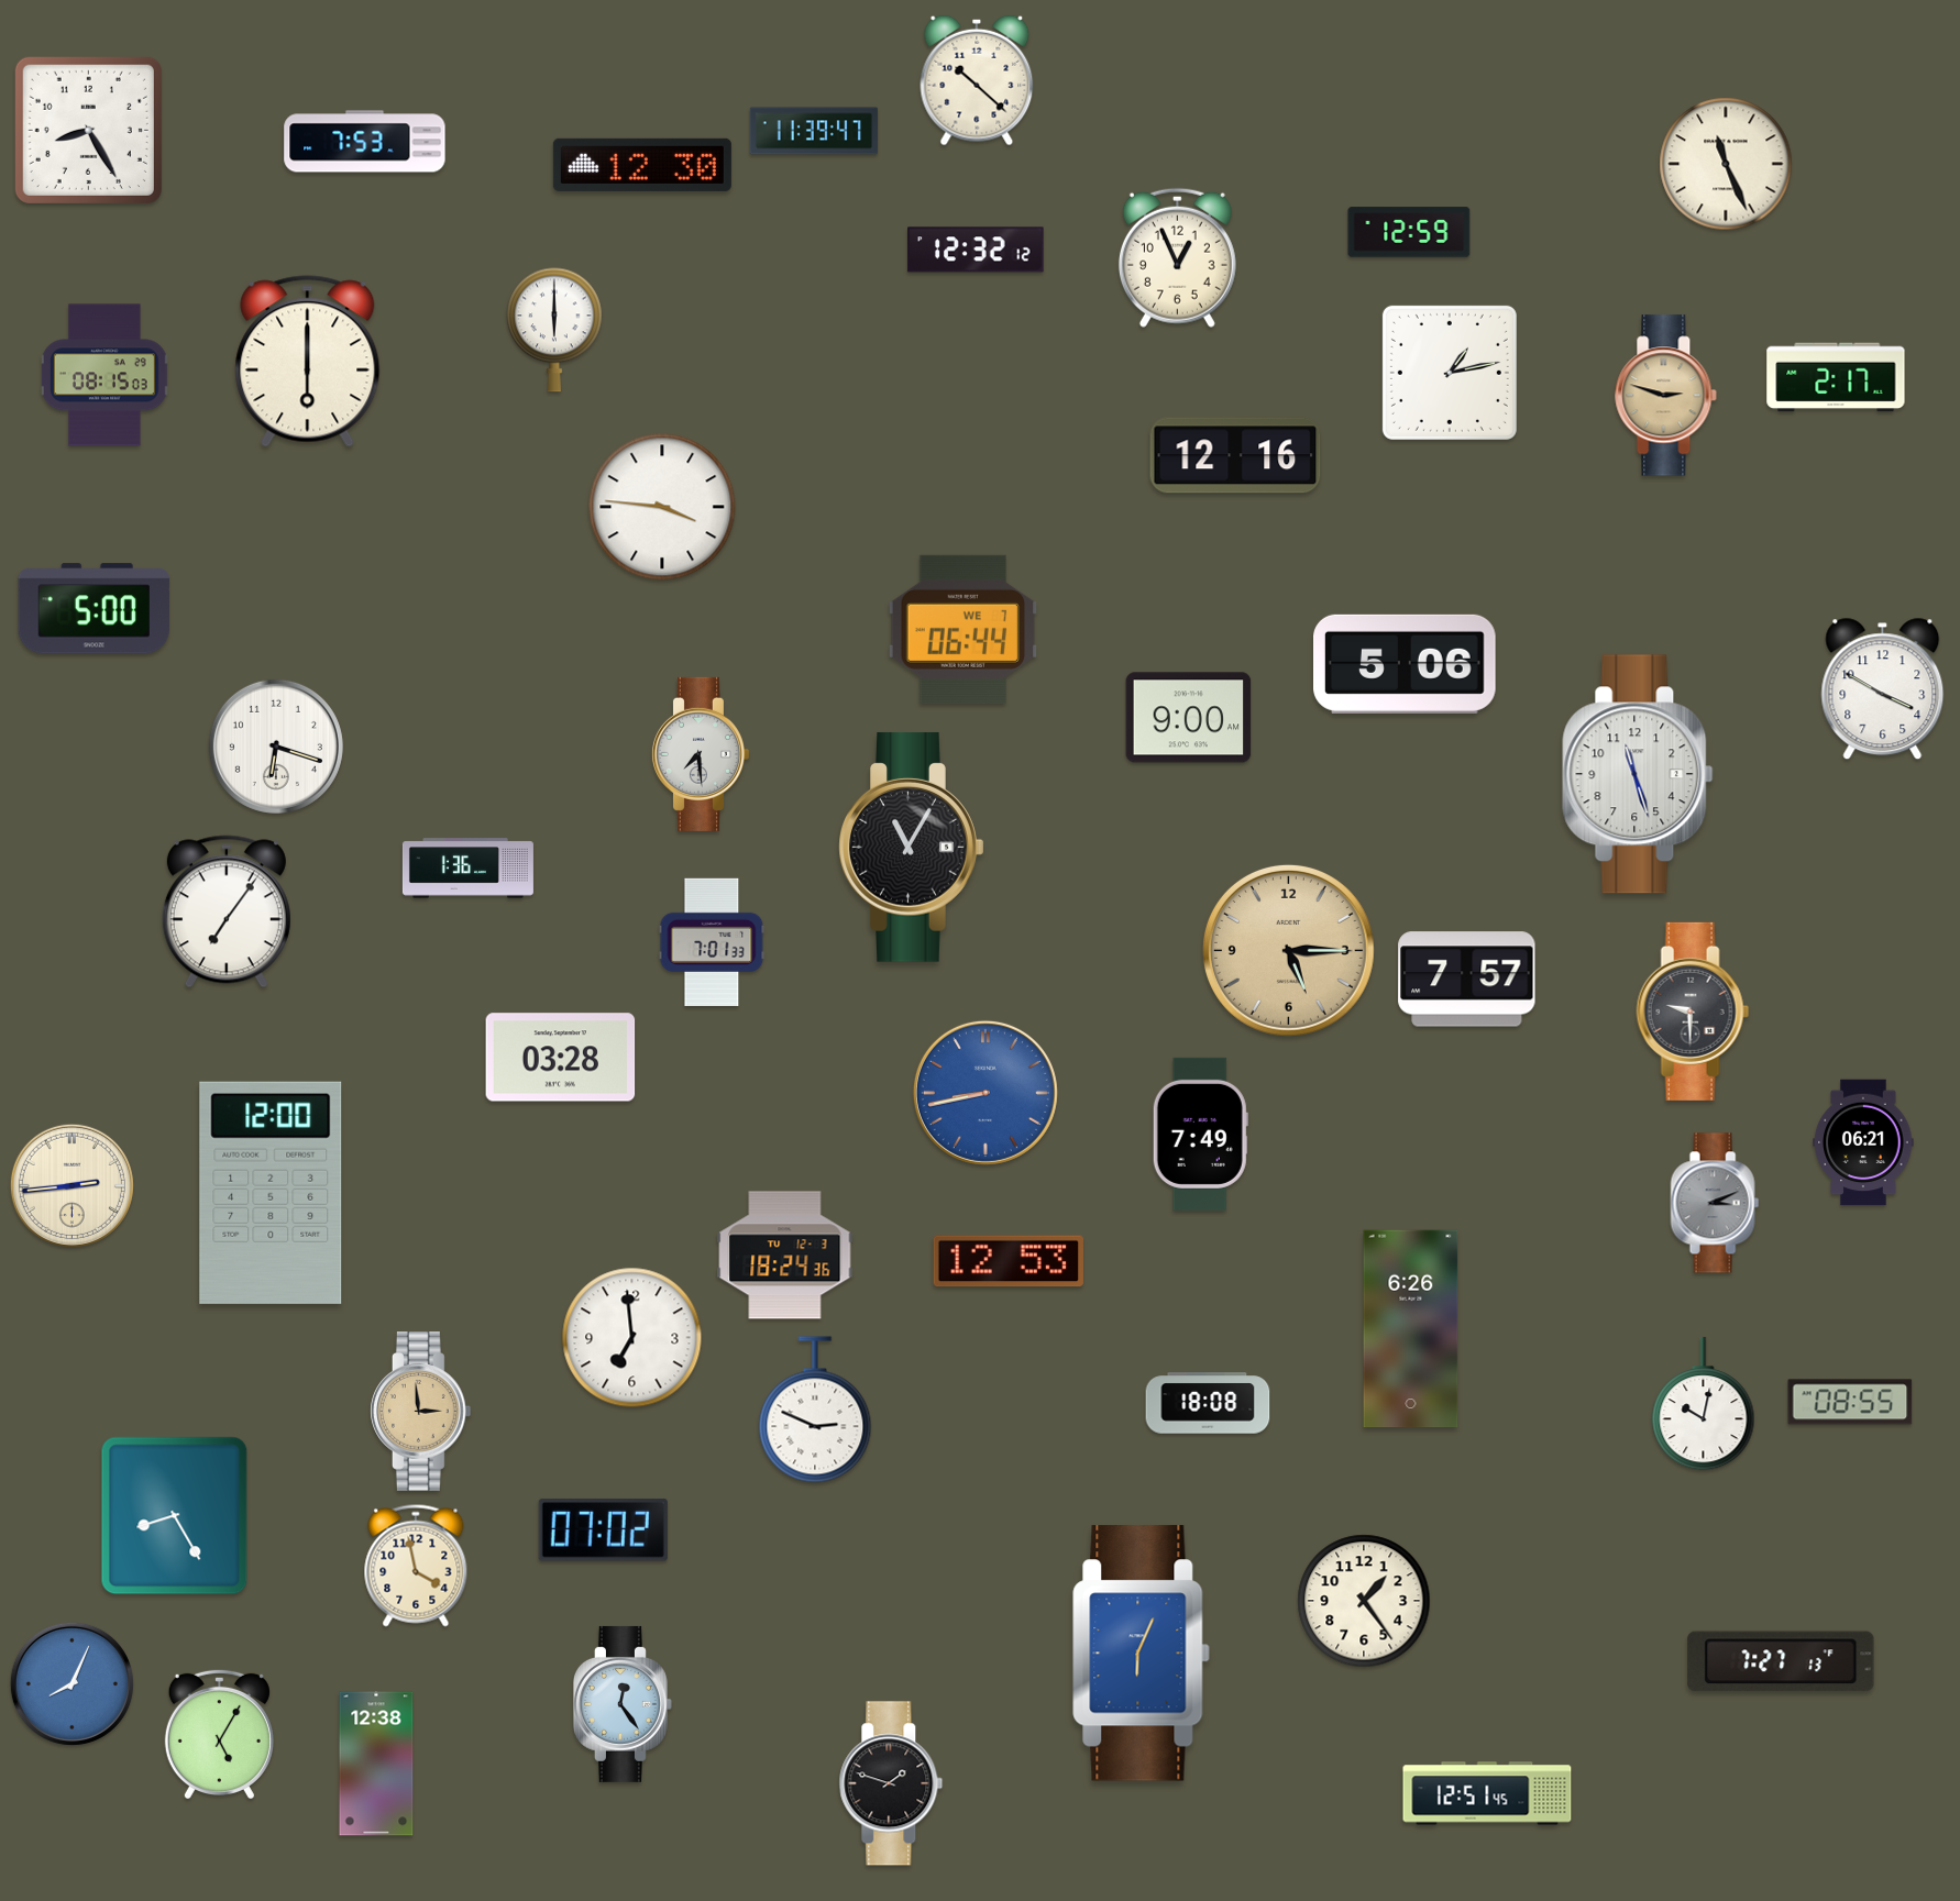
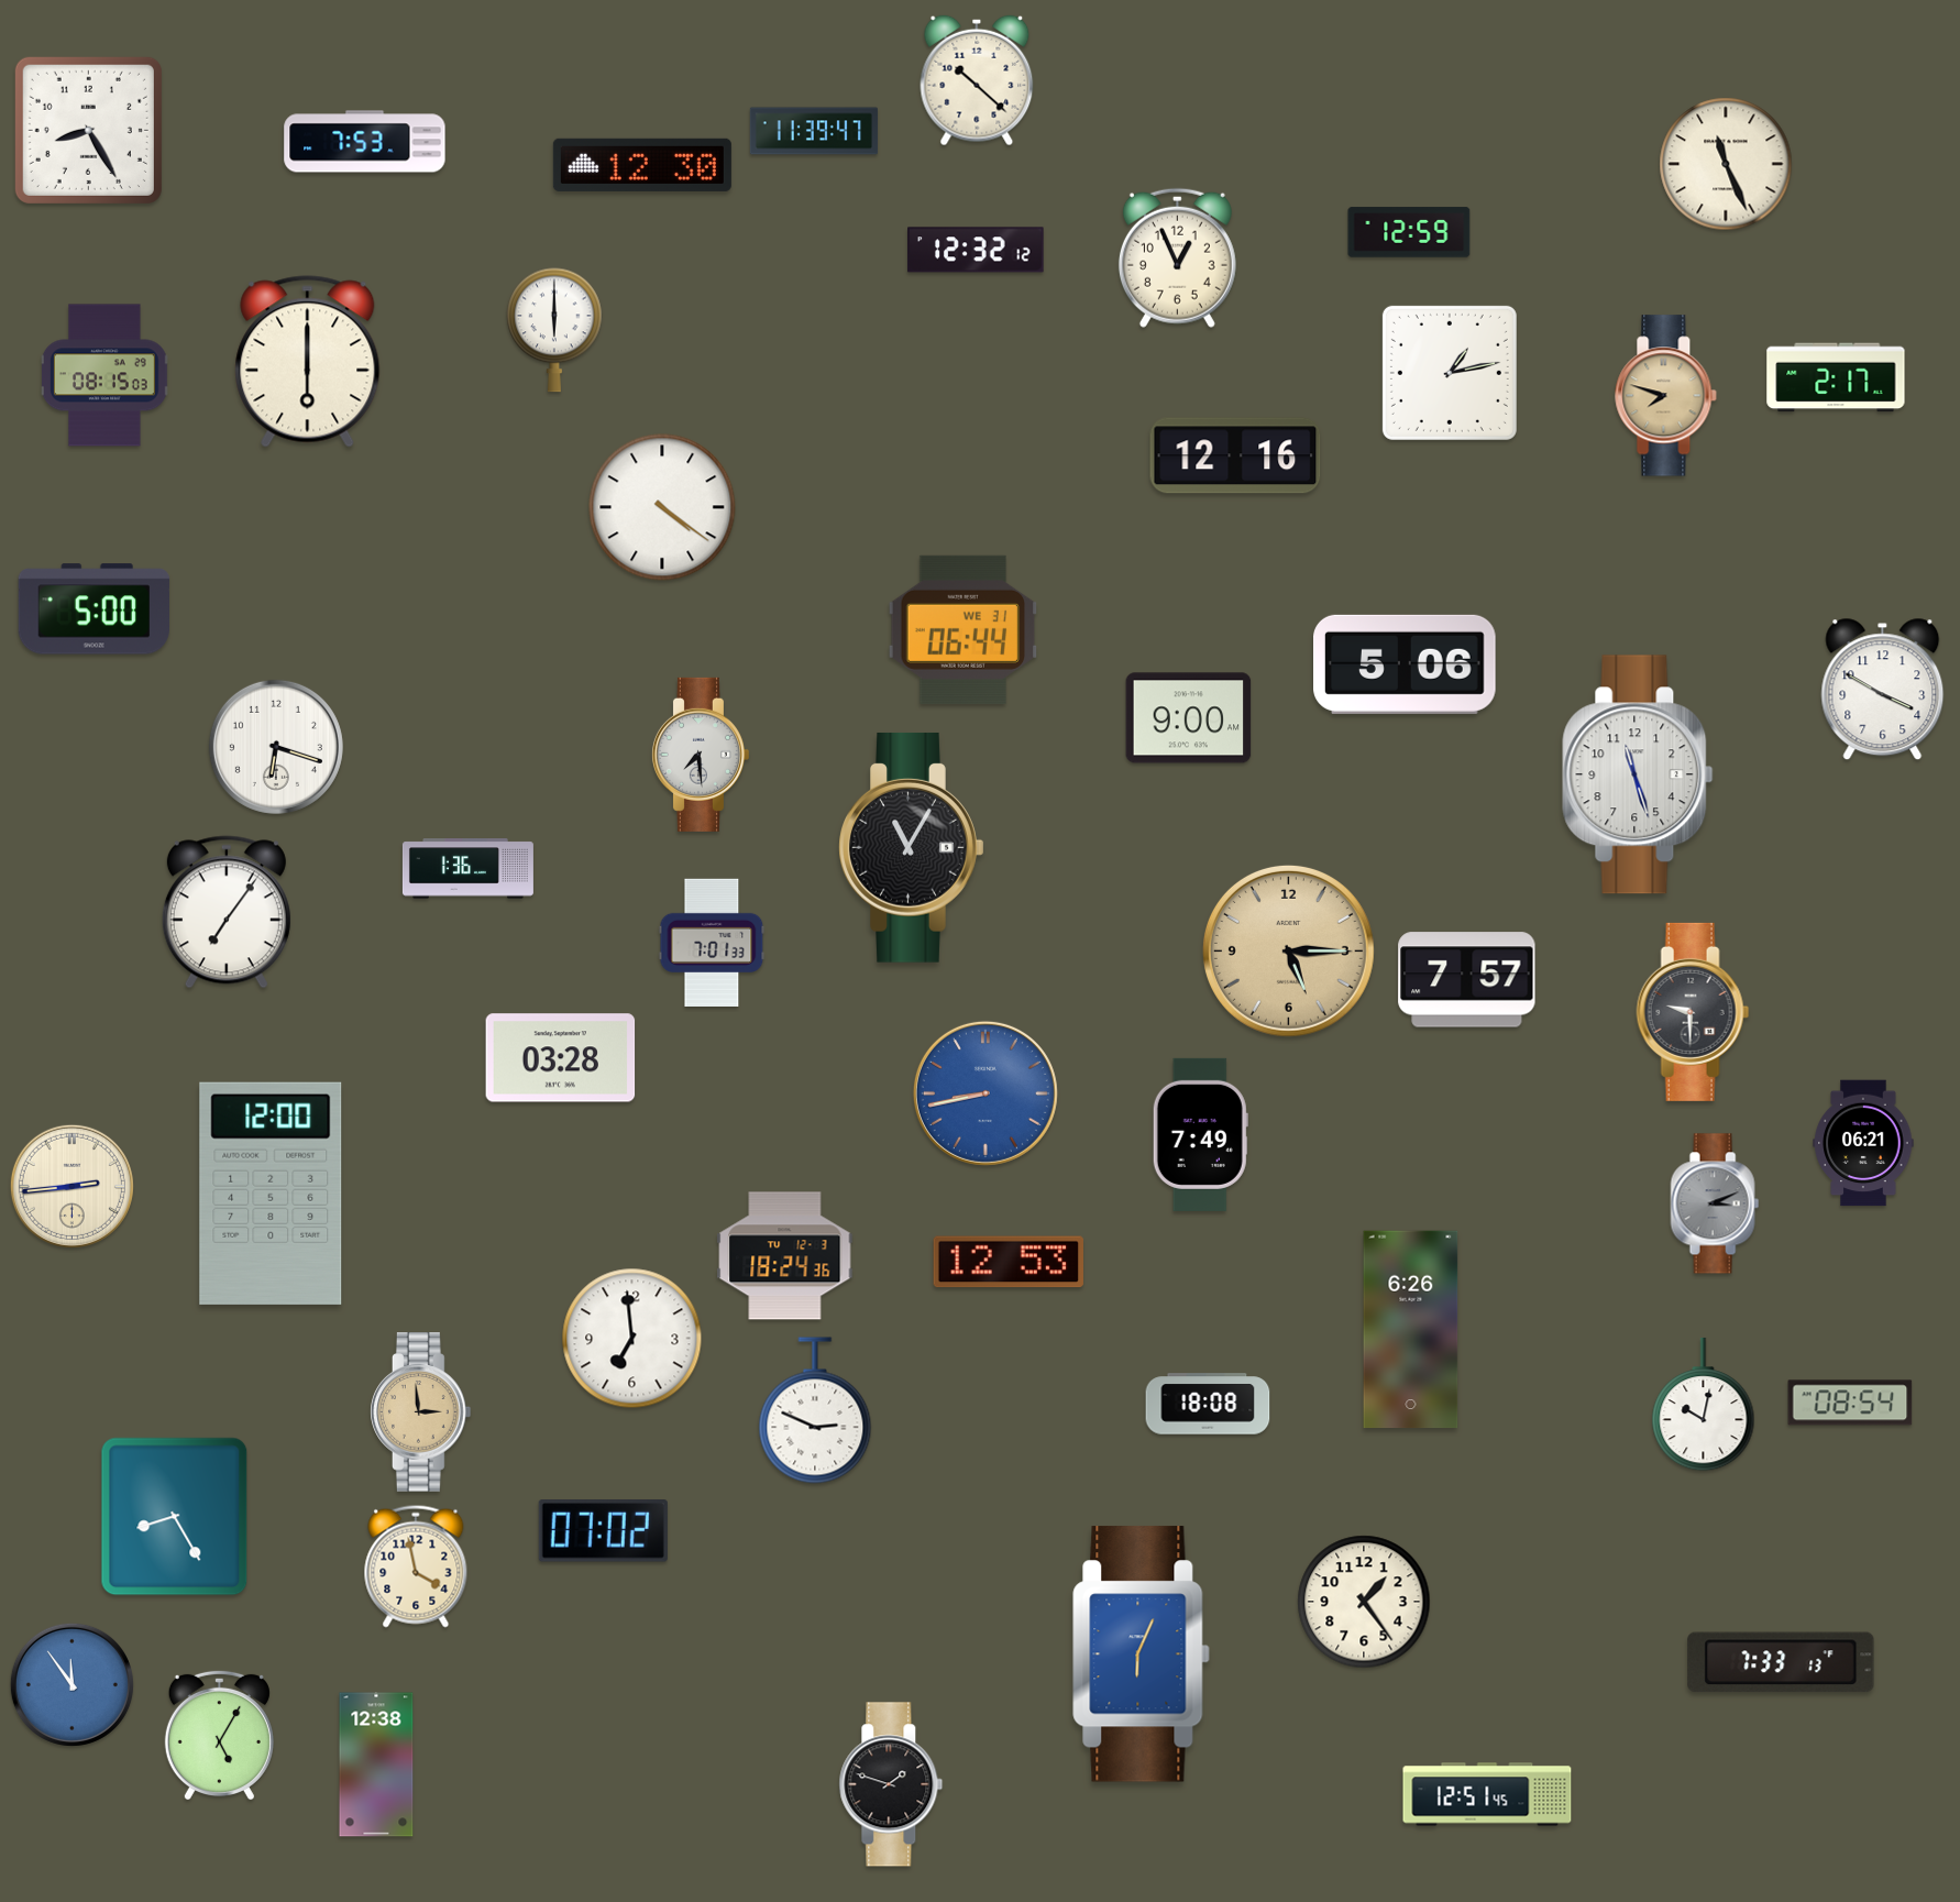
clock at (1666, 396): 2:48 -> 7:48
clock at (662, 507): 3:46 -> 4:21
clock at (964, 629) date: WE 7 -> WE 31
clock at (1850, 1402): 08:55 -> 08:54
clock at (1781, 1661): 7:27 -> 7:33
clock at (71, 1683): 8:04 -> 11:54
clock at (623, 1704): 12:24 -> none
